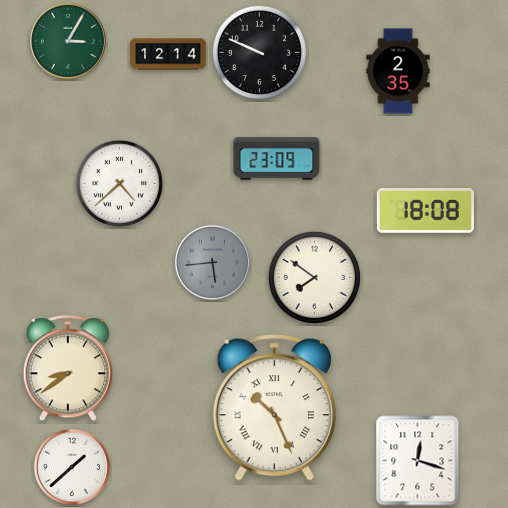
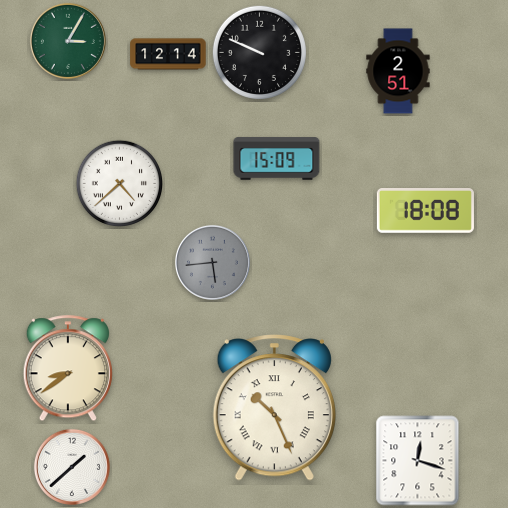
clock at (398, 71): 2:35 -> 2:51
clock at (277, 159): 23:09 -> 15:09
clock at (314, 277): 7:51 -> none
